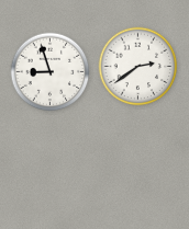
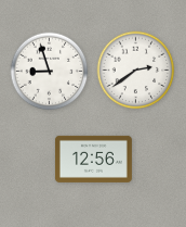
clock at (138, 67) position: (138, 67) -> (136, 71)
clock at (93, 159): none -> 12:56
